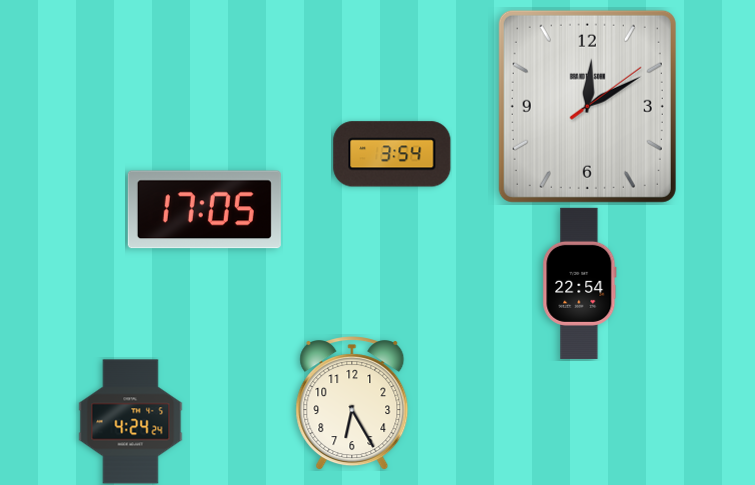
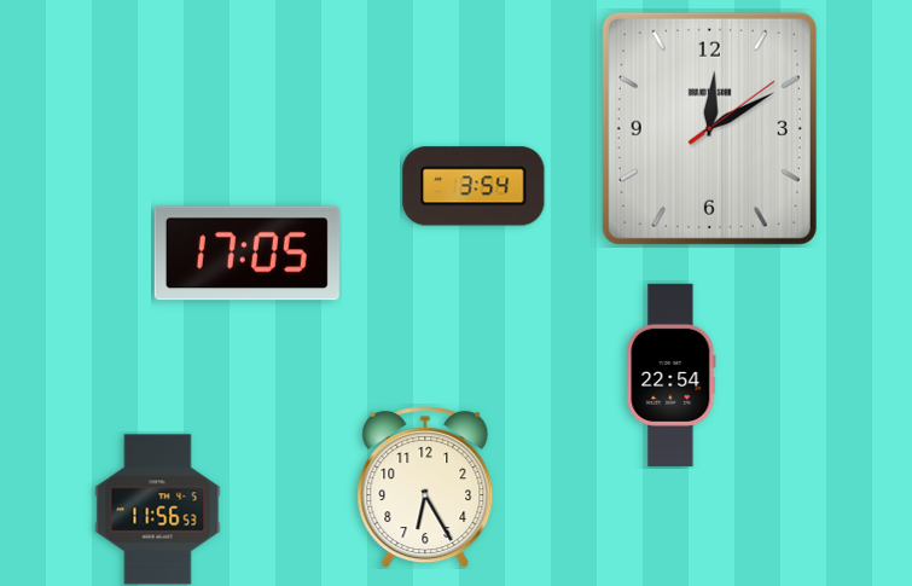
clock at (580, 283) position: (580, 283) -> (672, 375)
clock at (131, 422): 4:24 -> 11:56
